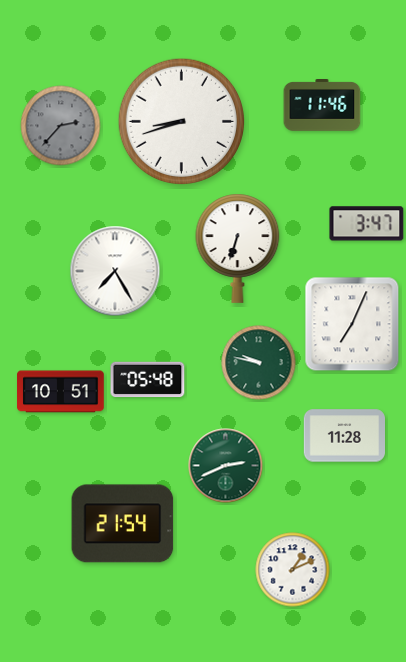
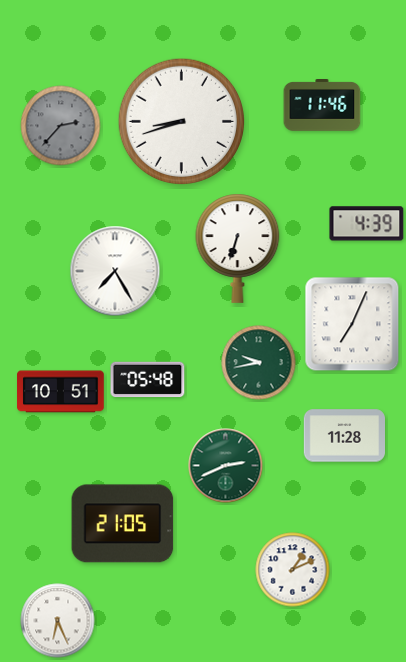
clock at (367, 224): 3:47 -> 4:39
clock at (259, 363): 9:47 -> 9:43
clock at (123, 524): 21:54 -> 21:05
clock at (58, 621): none -> 6:26
